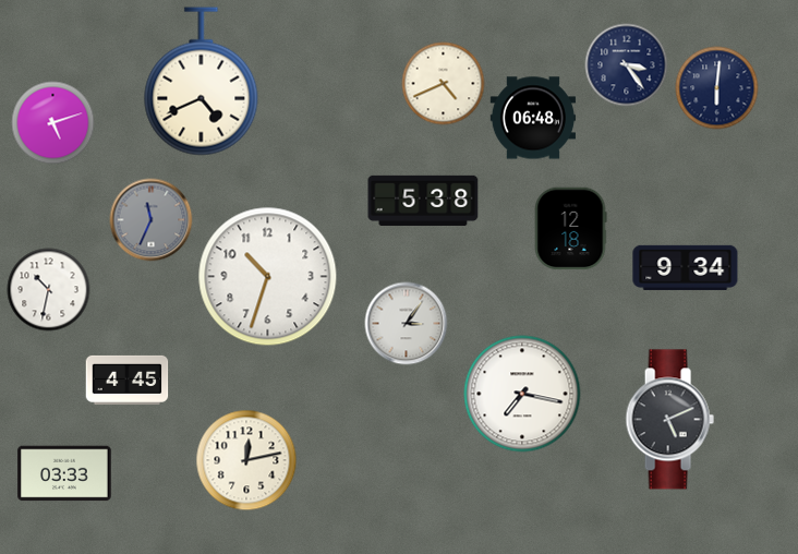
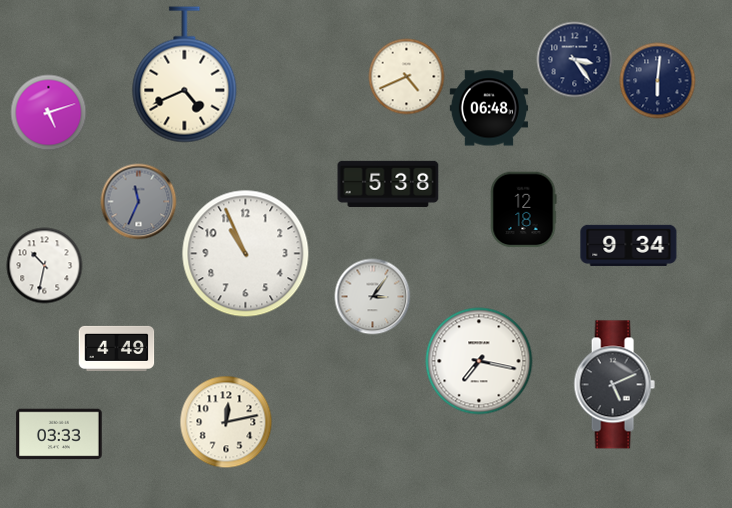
clock at (268, 277): 10:33 -> 10:56
clock at (128, 380): 4:45 -> 4:49
